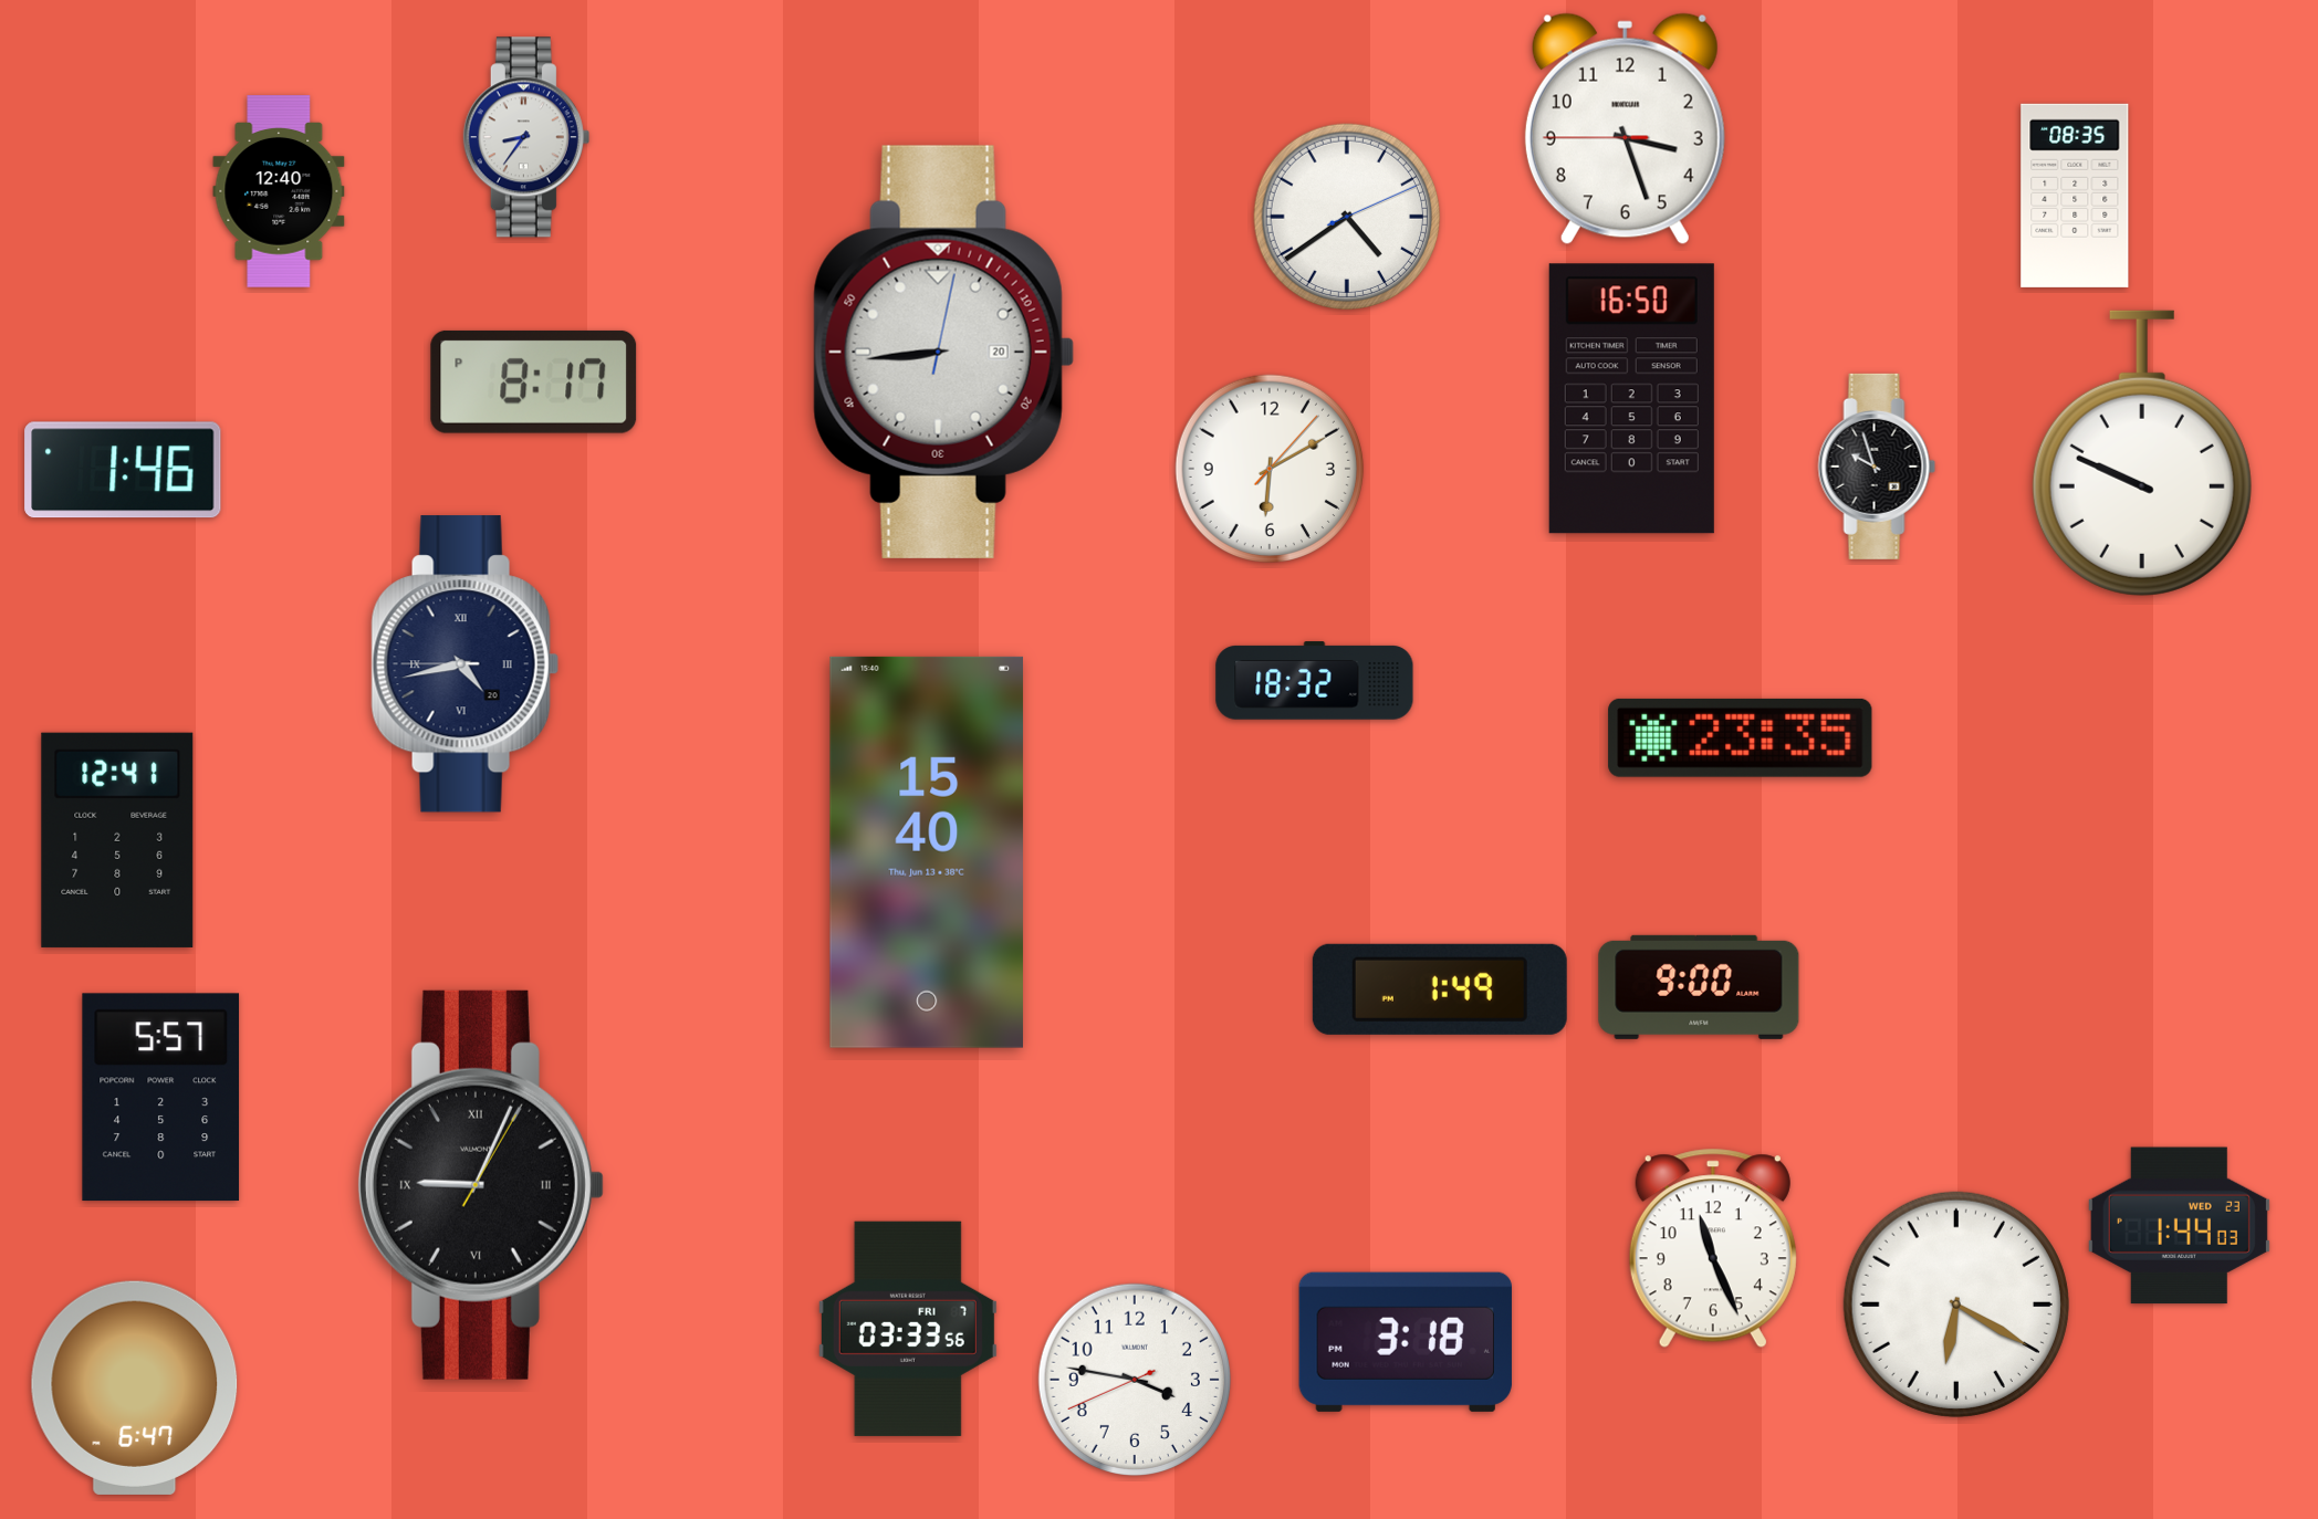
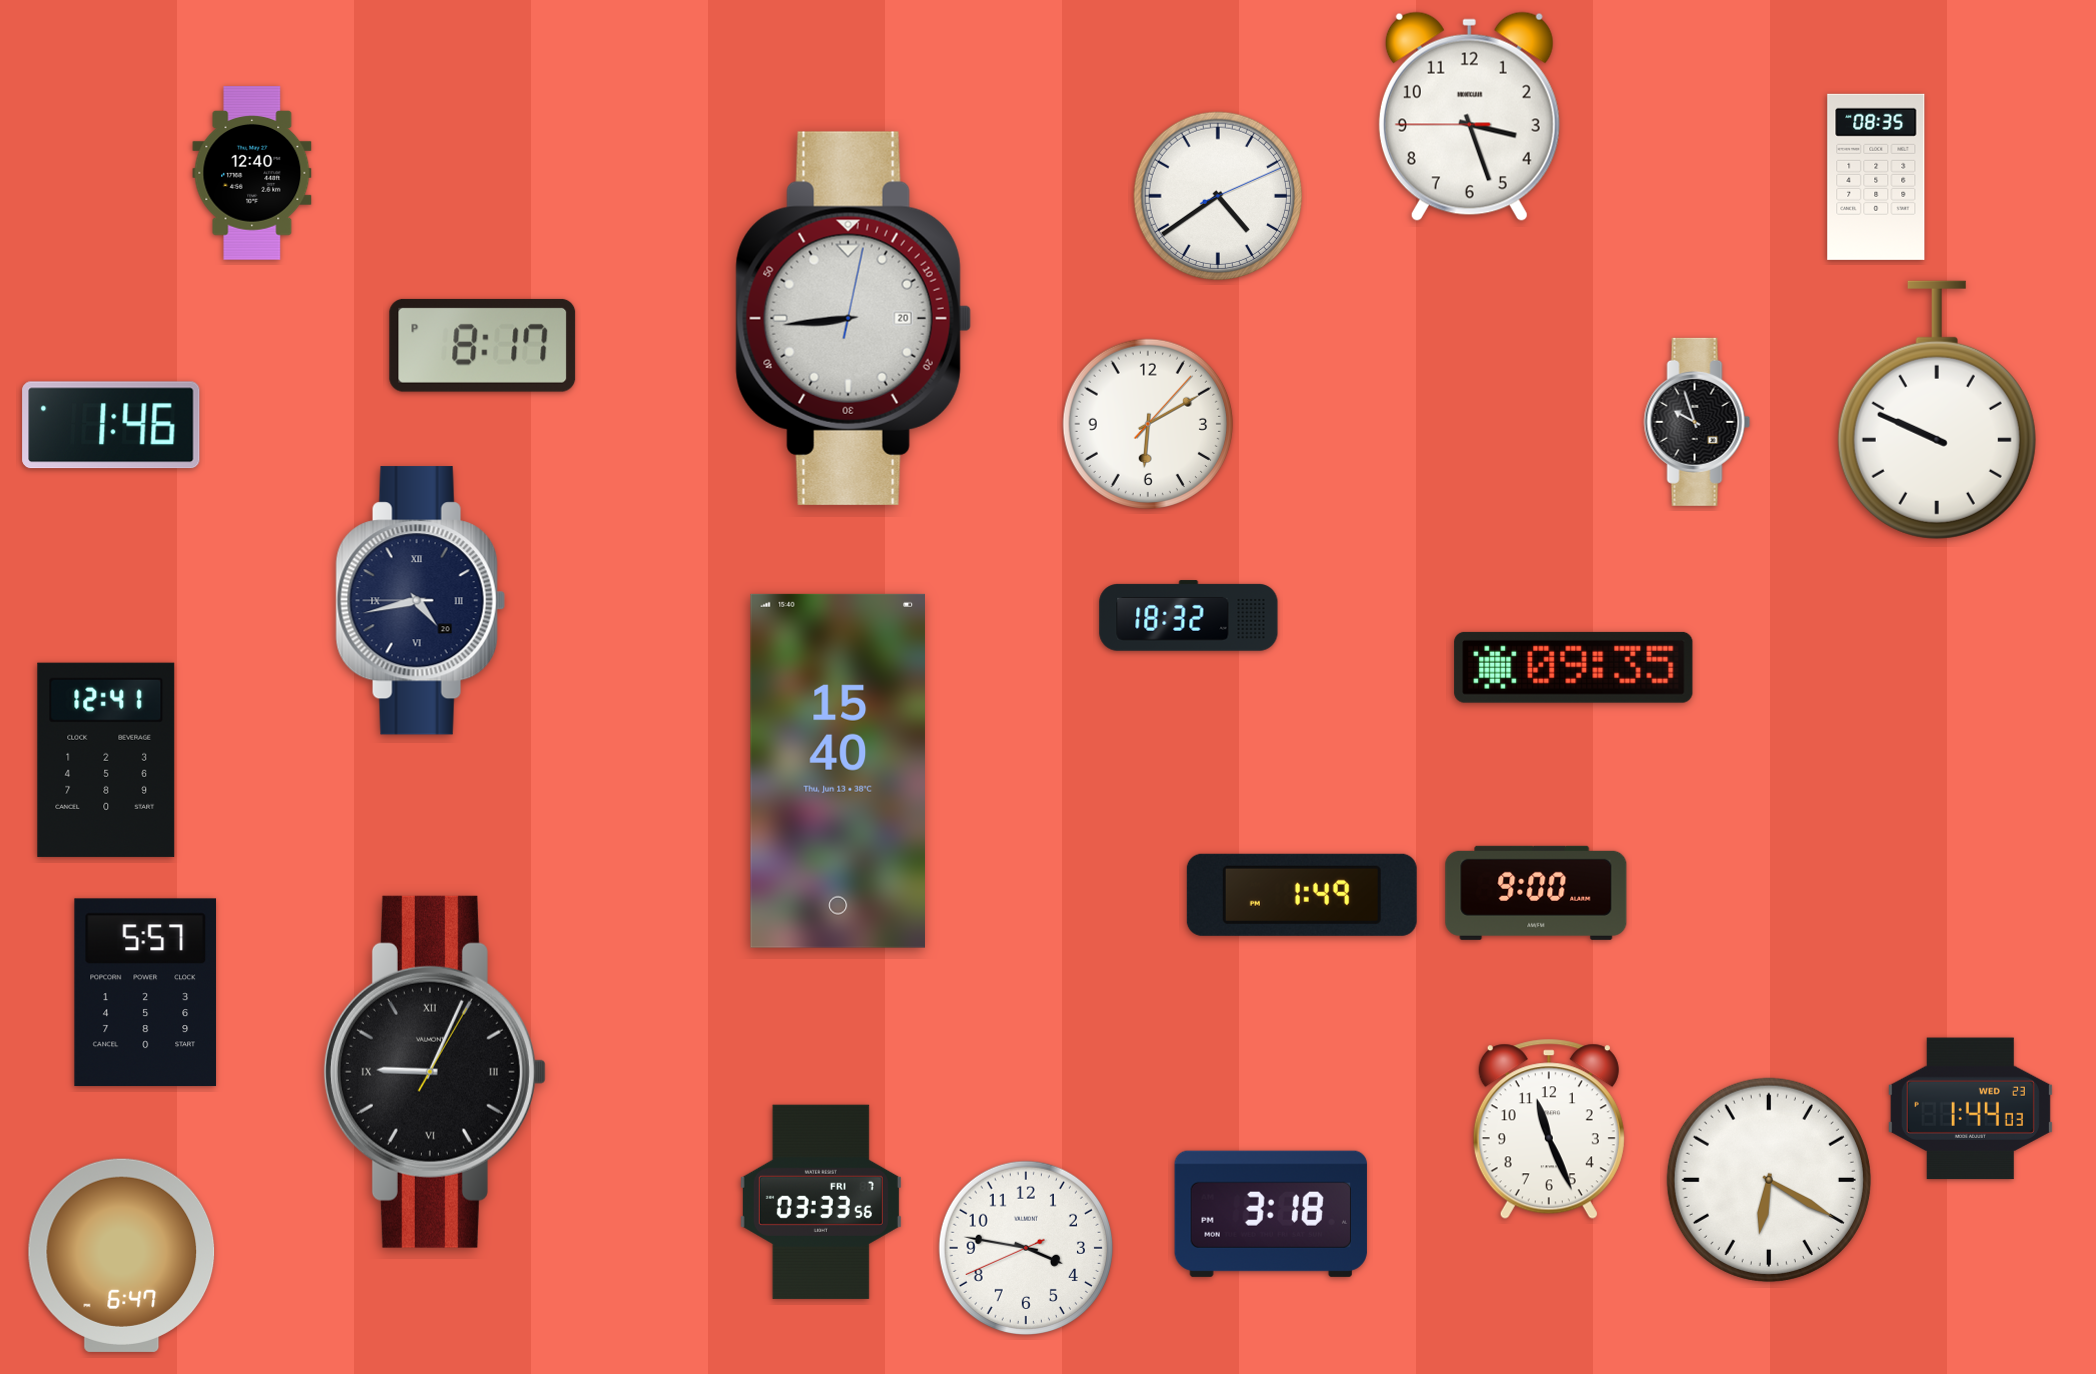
clock at (526, 137): 8:36 -> none
clock at (1631, 399): 16:50 -> none
clock at (1741, 737): 23:35 -> 09:35
